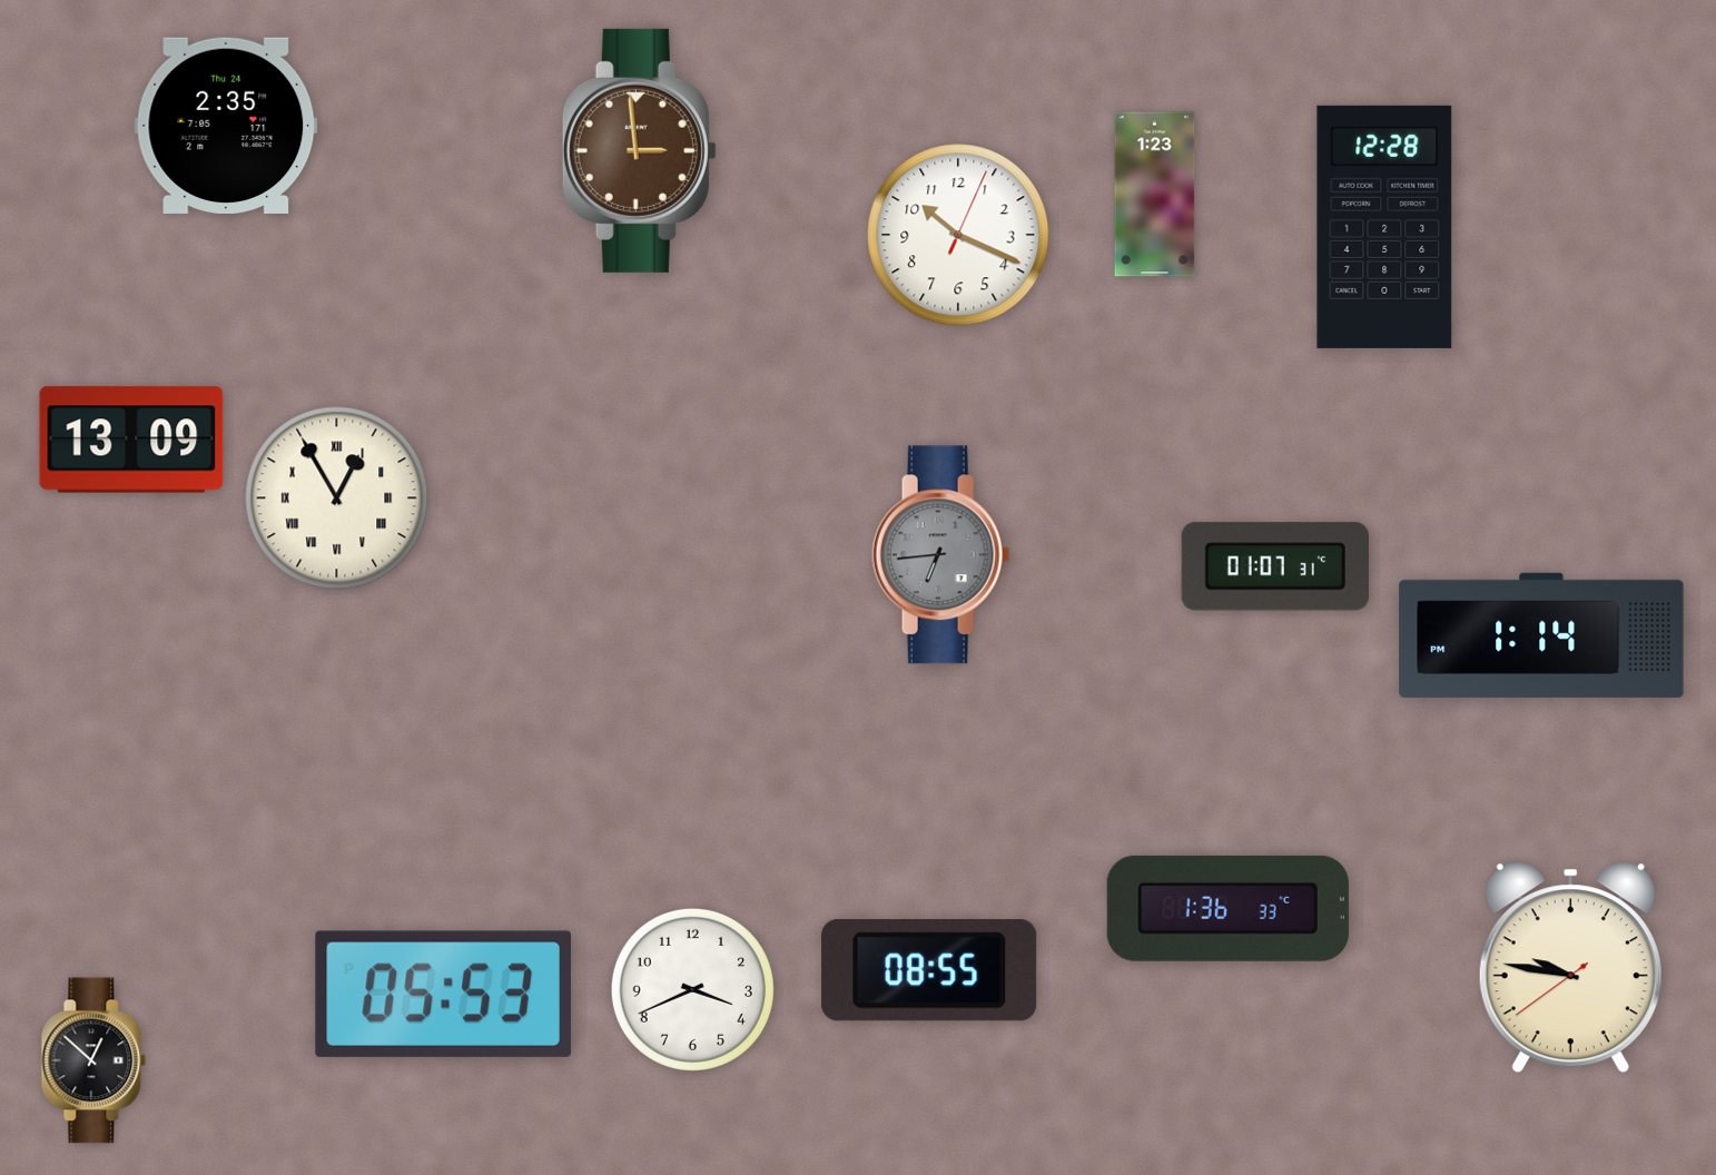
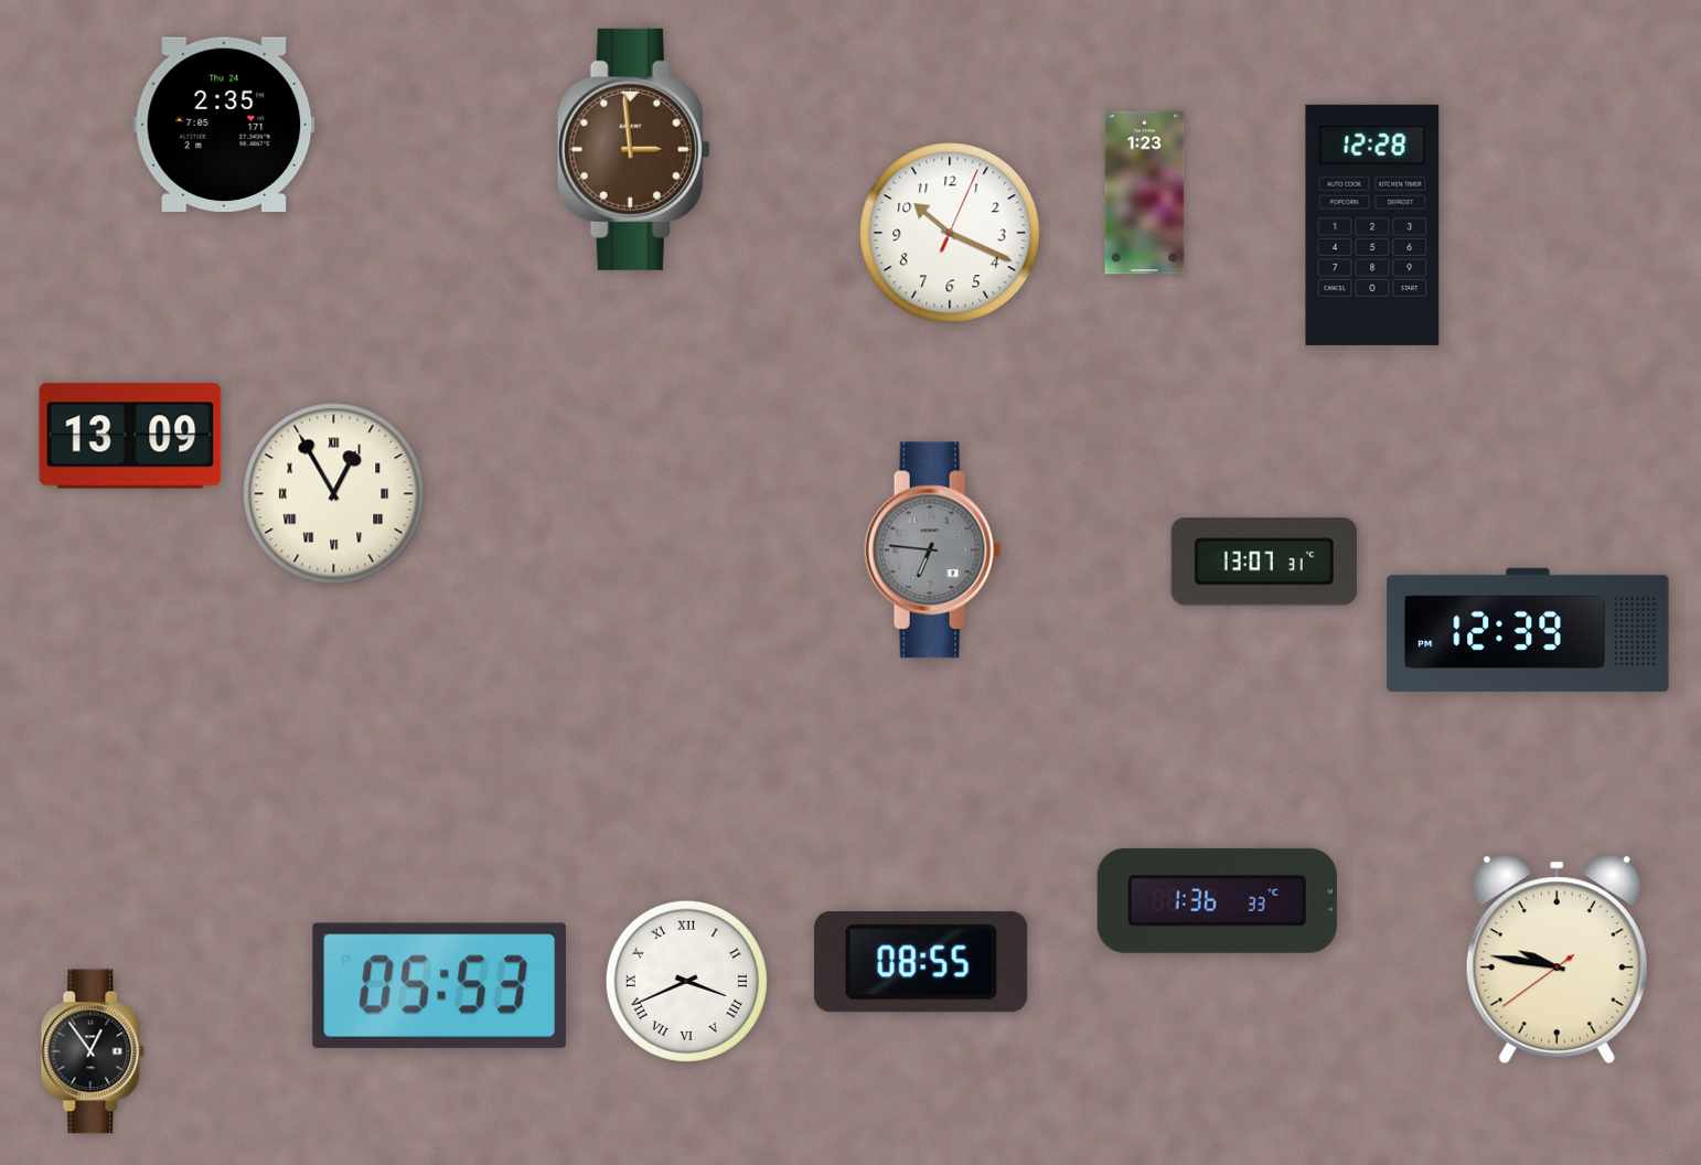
clock at (941, 555): 6:44 -> 6:46
clock at (1275, 566): 01:07 -> 13:07
clock at (1541, 635): 1:14 -> 12:39
clock at (692, 989) numerals: Arabic -> Roman
clock at (93, 1060): 12:52 -> 12:54
